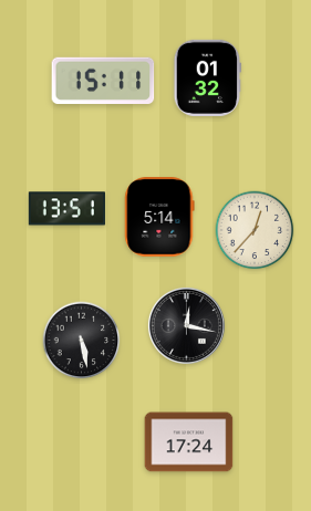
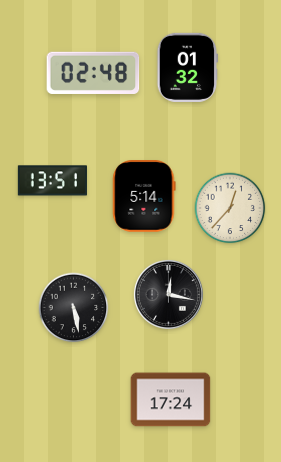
clock at (208, 77) position: (208, 77) -> (188, 67)
clock at (103, 81): 15:11 -> 02:48
clock at (66, 209) position: (66, 209) -> (52, 181)
